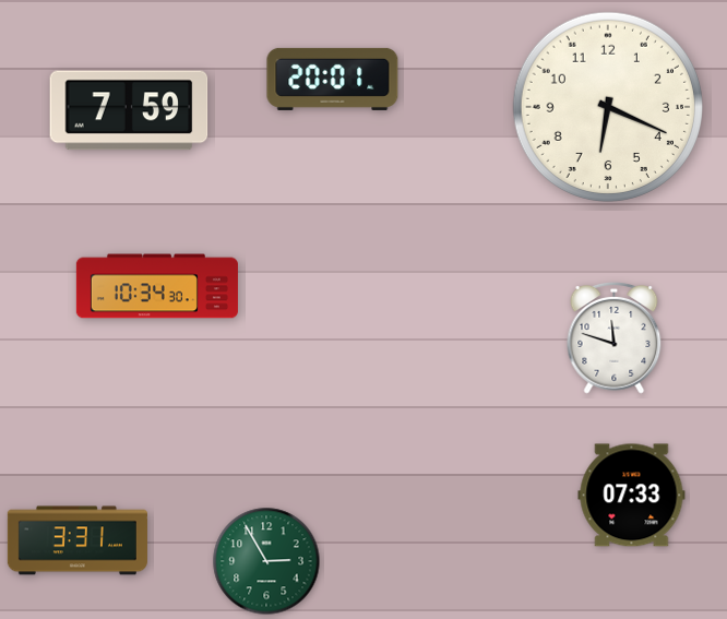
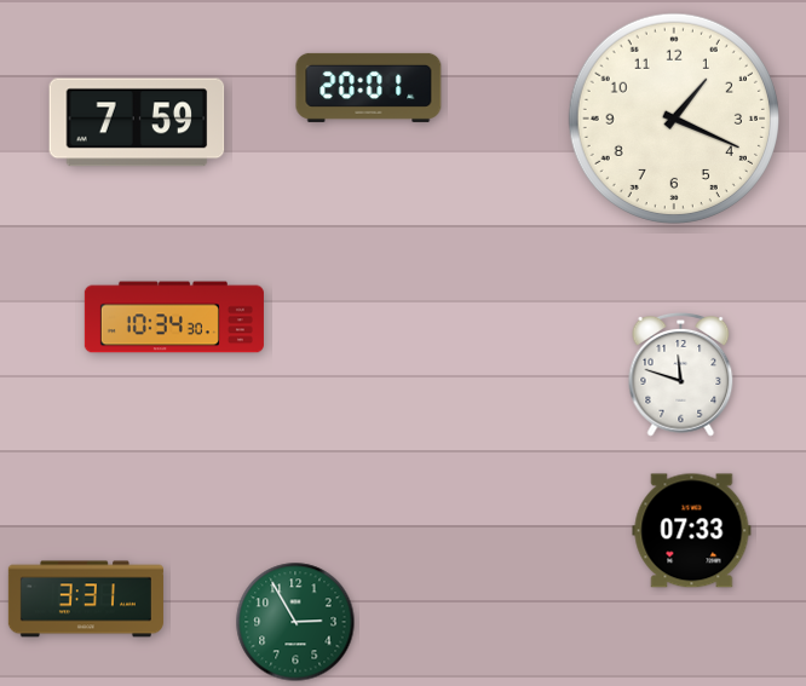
clock at (608, 107): 6:19 -> 1:19
clock at (129, 110) position: (129, 110) -> (137, 122)
clock at (632, 496) position: (632, 496) -> (692, 531)
